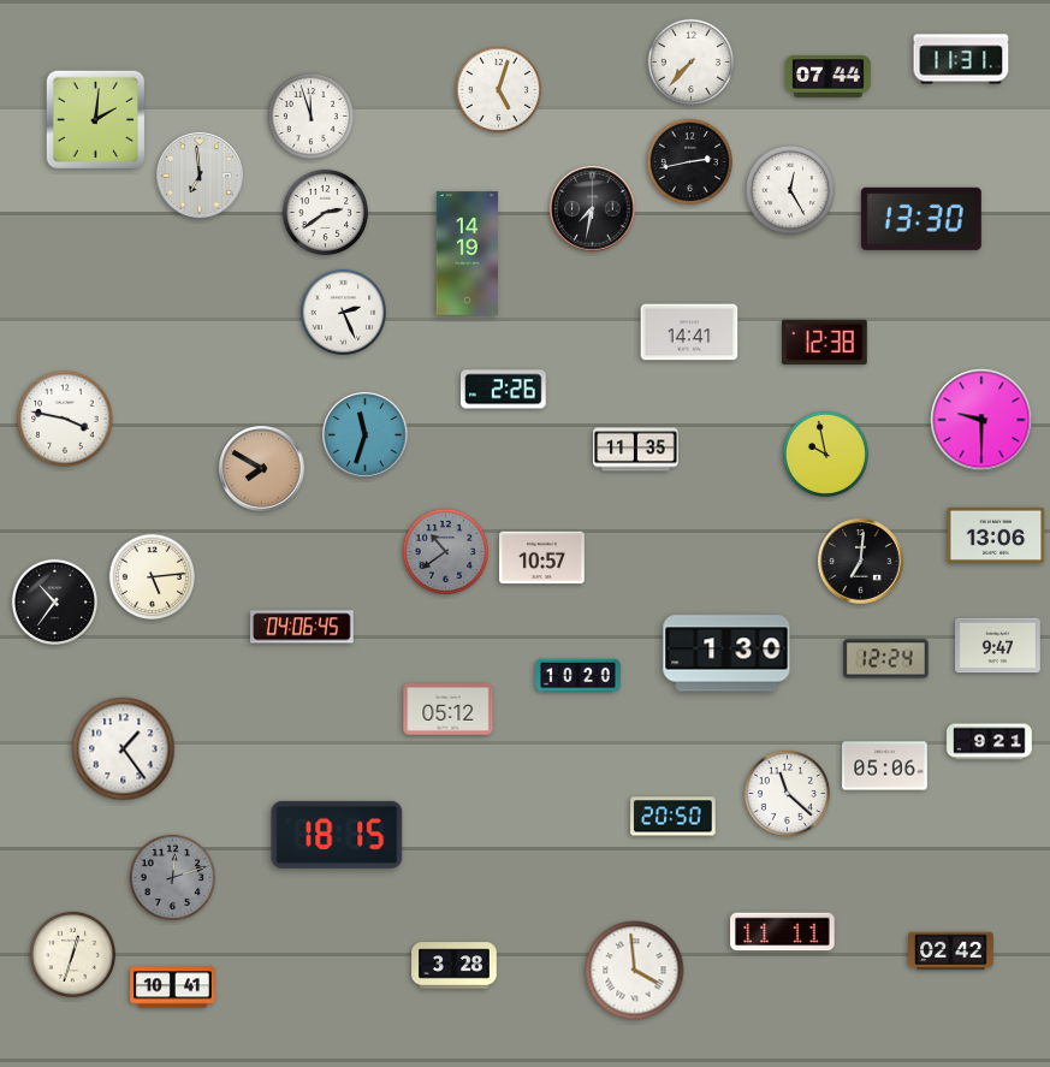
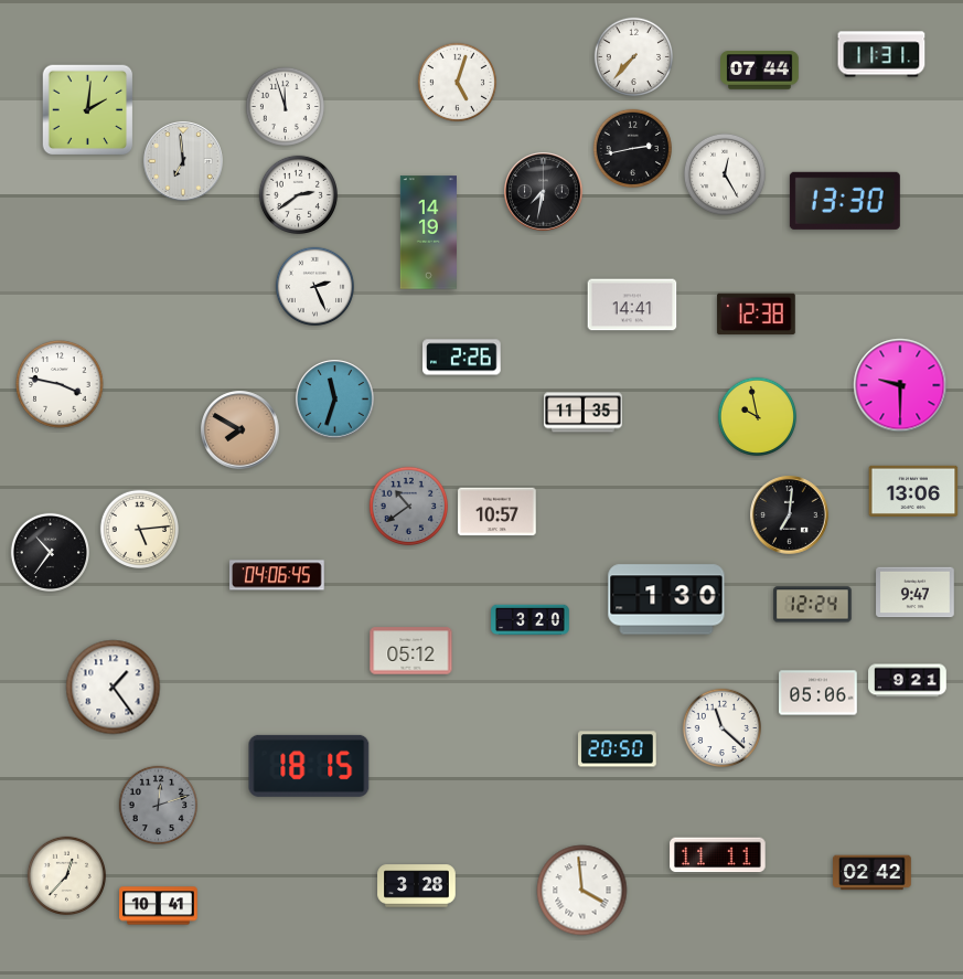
clock at (579, 676): 10:20 -> 3:20
clock at (885, 766) position: (885, 766) -> (818, 693)
clock at (72, 954): 12:33 -> 12:37
